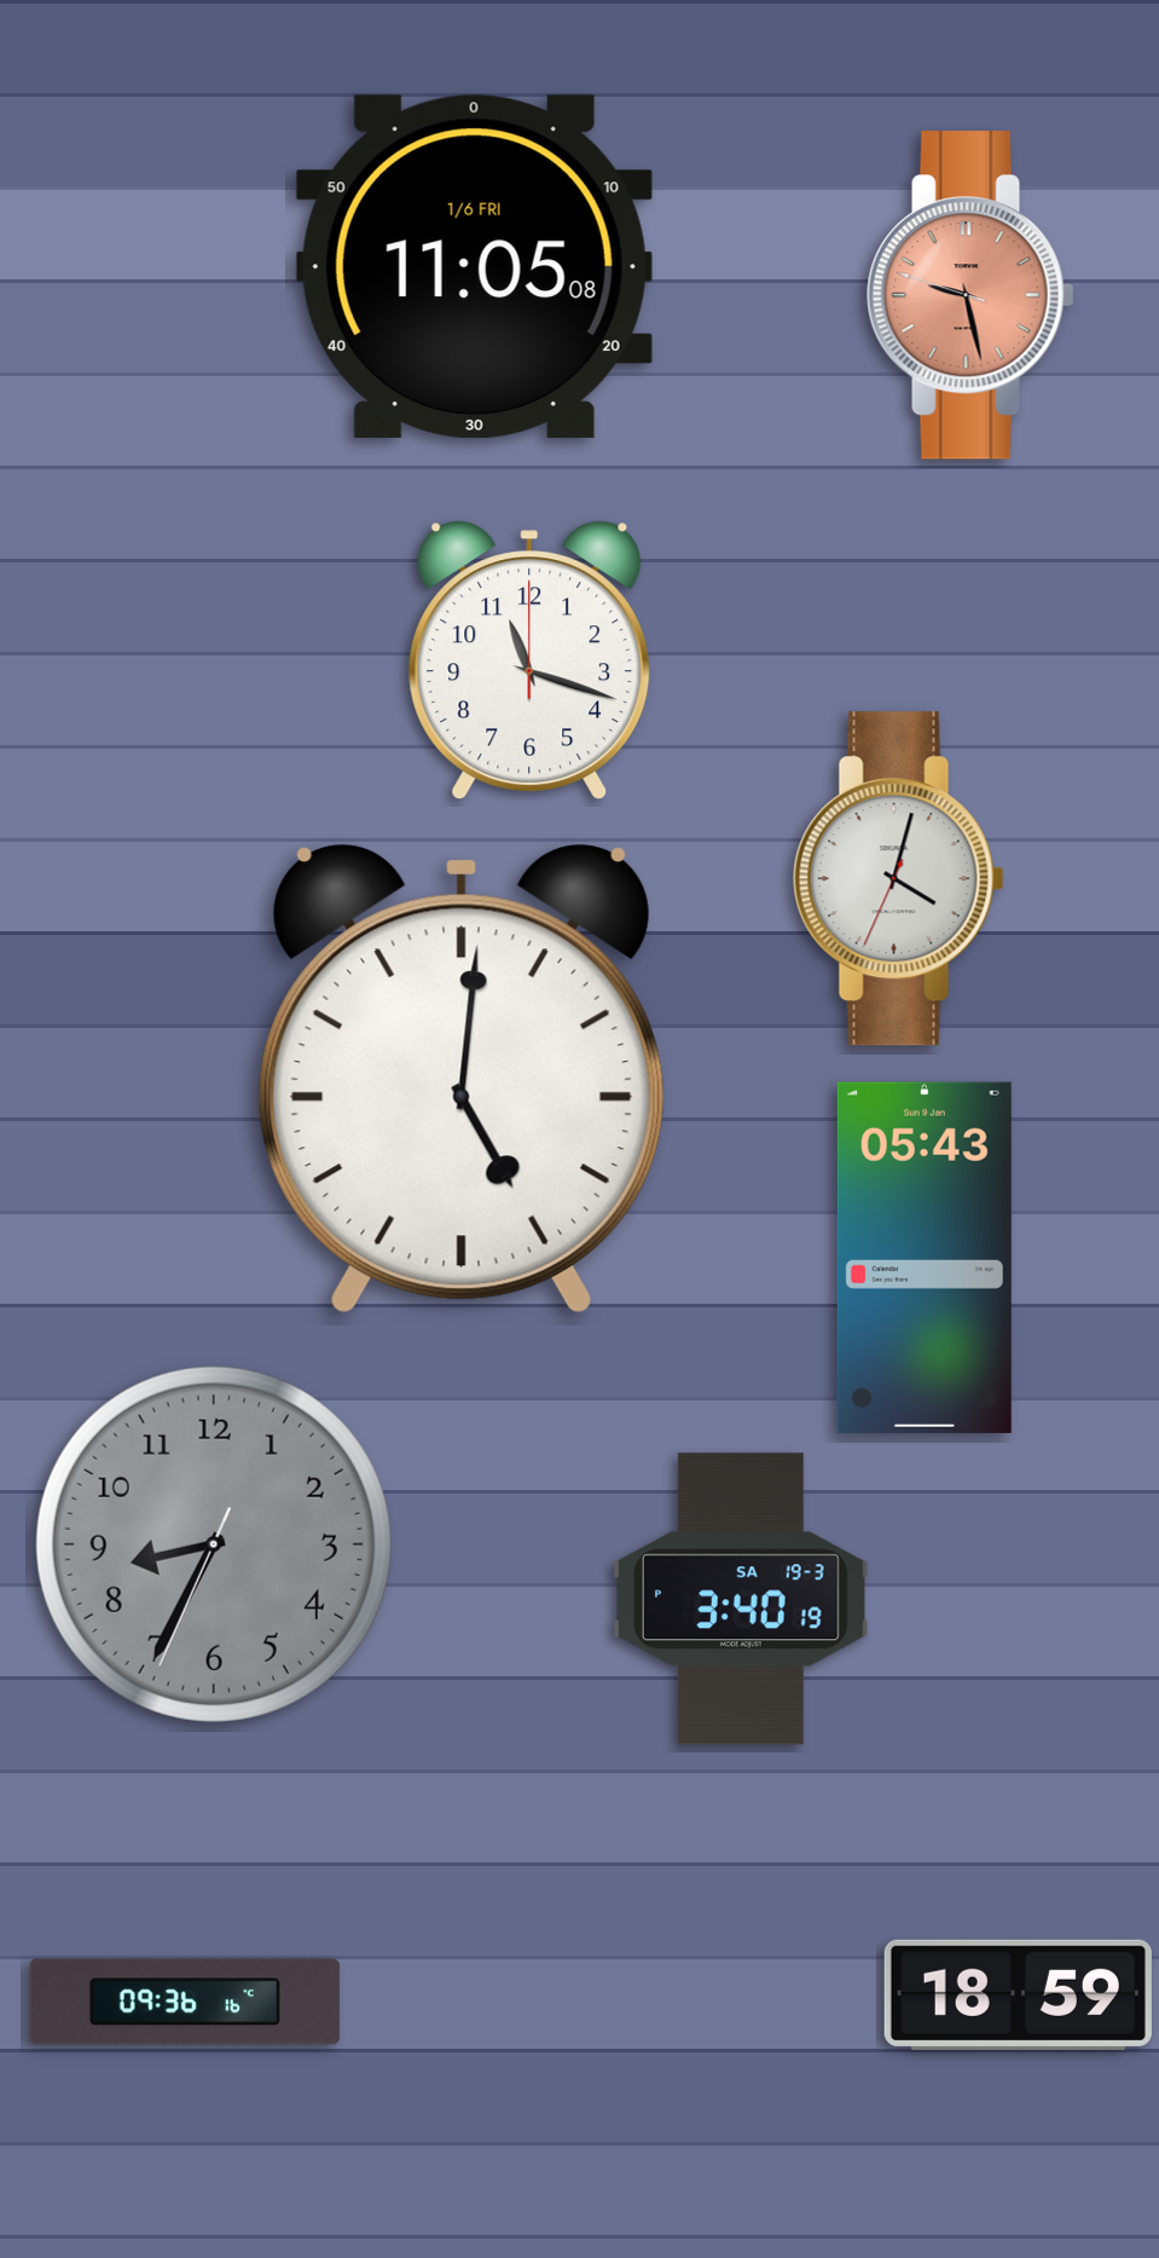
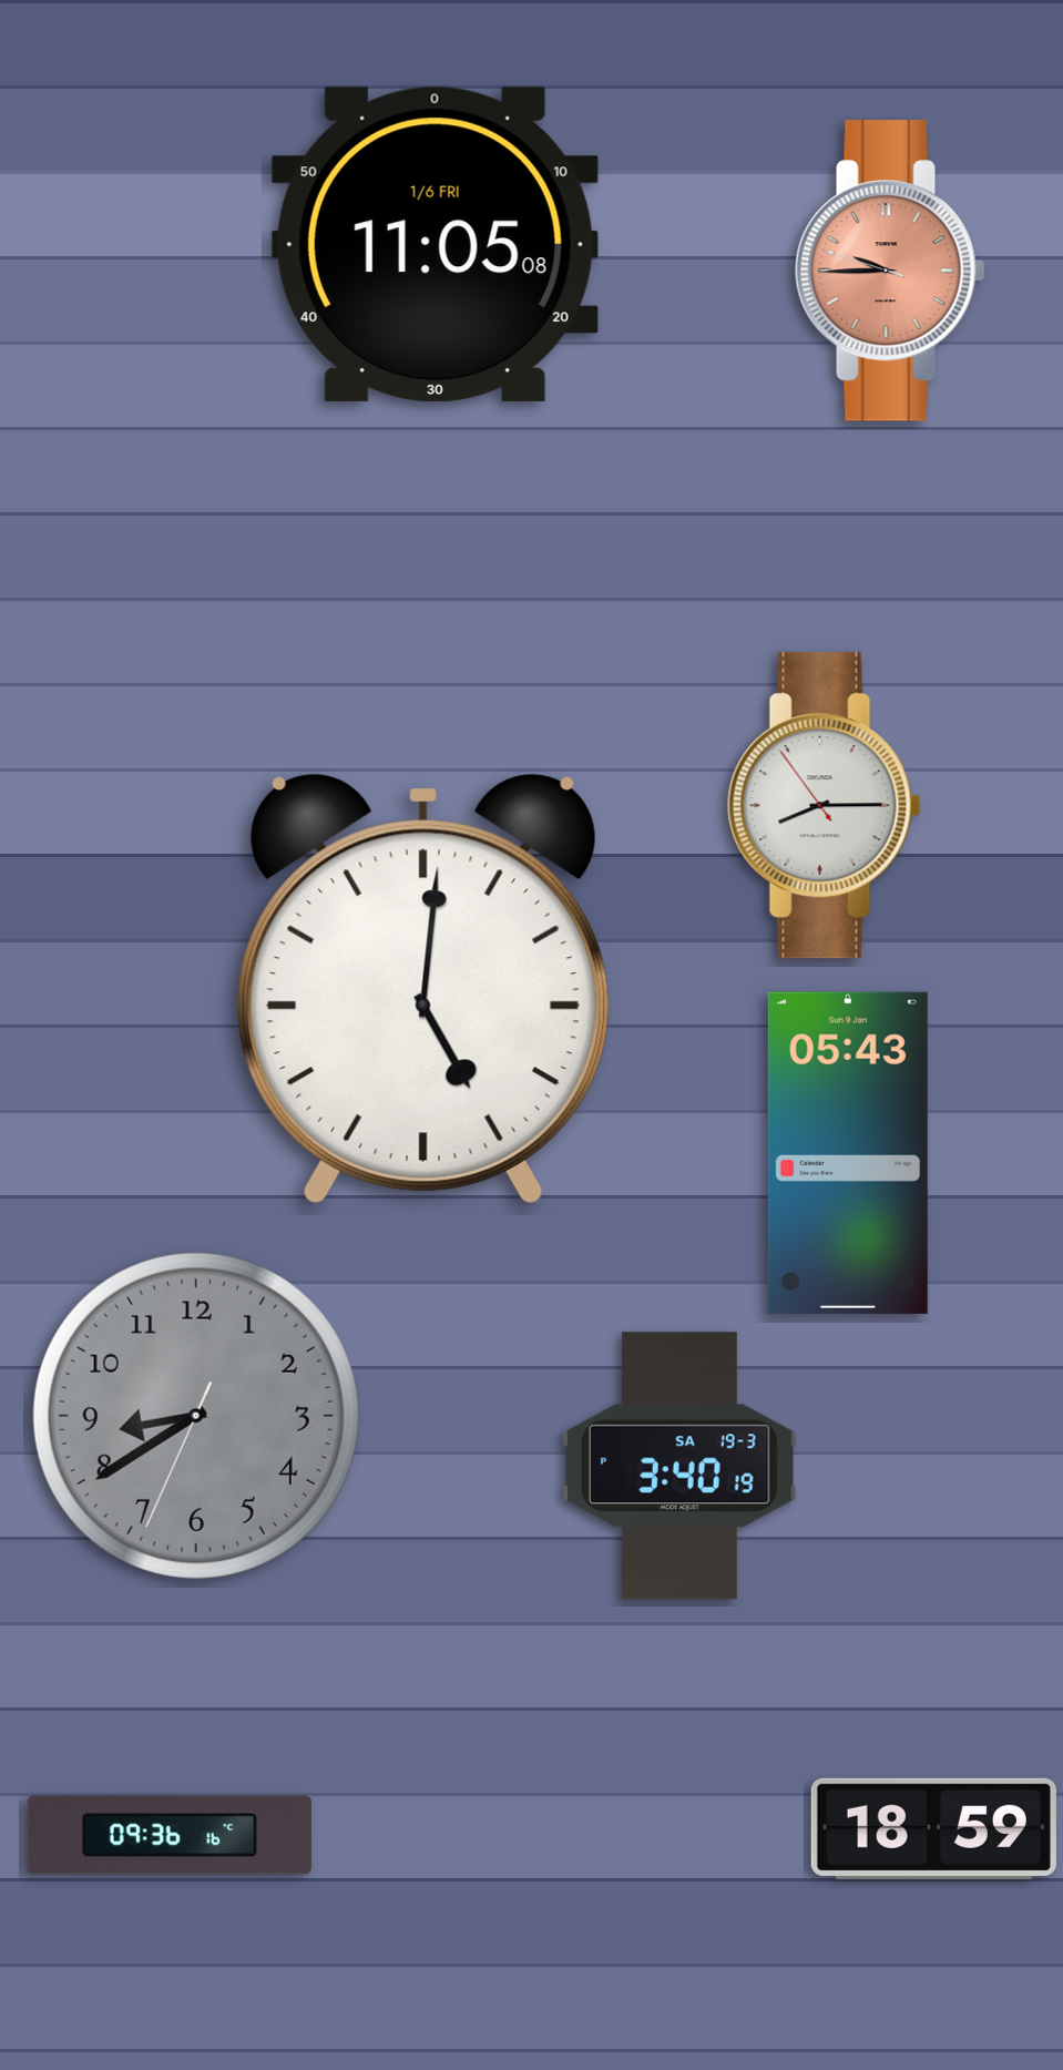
clock at (970, 295): 9:27 -> 9:44
clock at (529, 660): 11:18 -> none
clock at (898, 879): 4:02 -> 8:14
clock at (214, 1544): 8:34 -> 8:39
